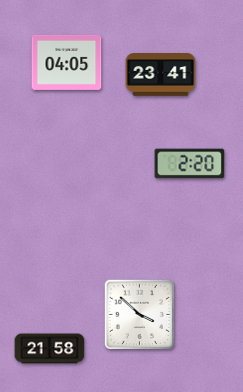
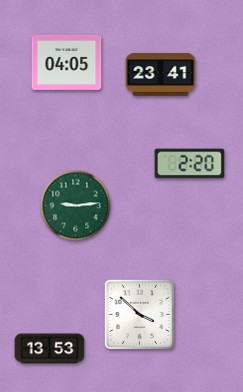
clock at (76, 206): none -> 9:14
clock at (50, 349): 21:58 -> 13:53
